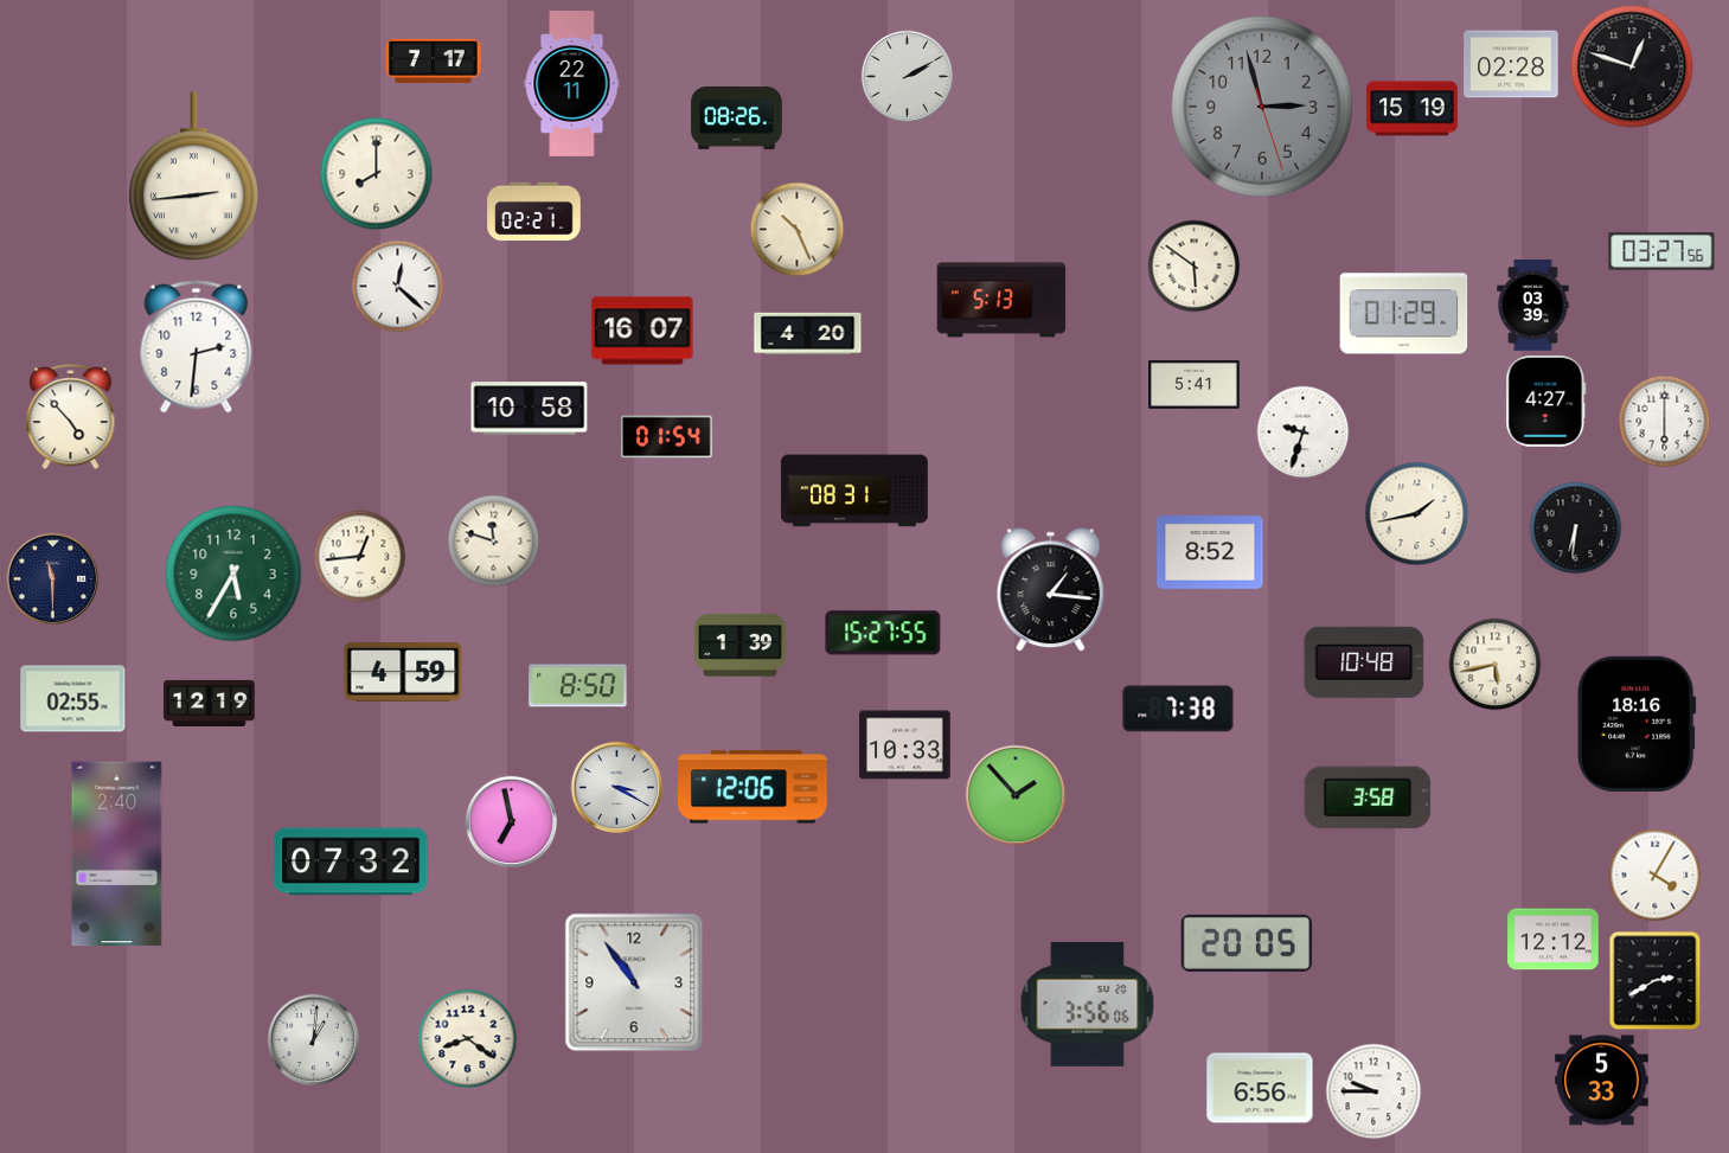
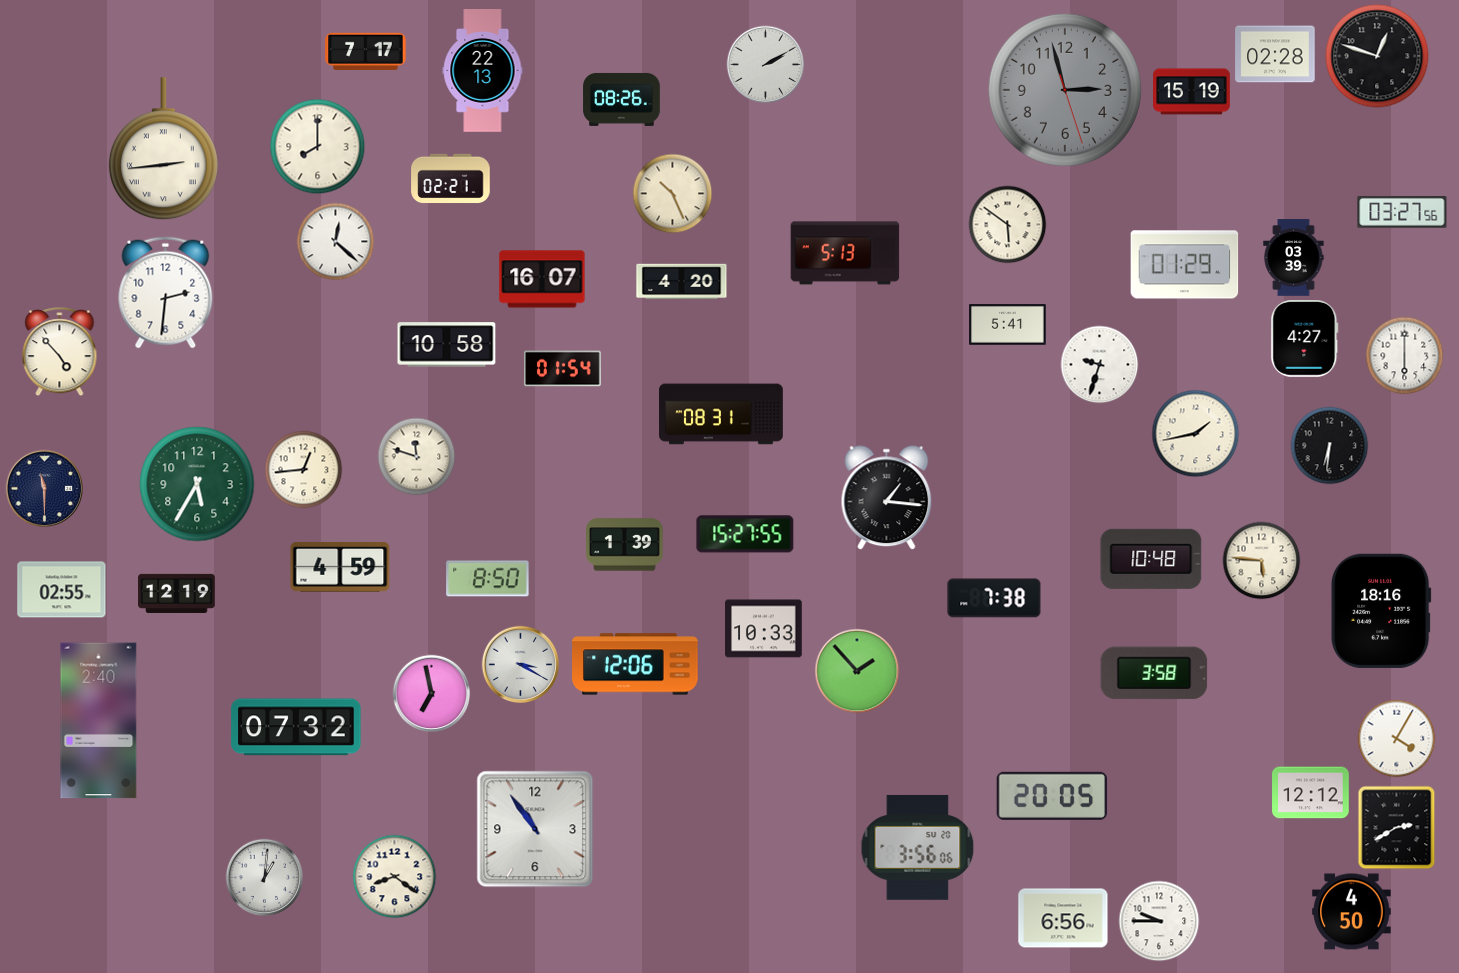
clock at (572, 84): 22:11 -> 22:13
clock at (1210, 552): 8:52 -> none
clock at (1494, 664): 5:43 -> 5:46
clock at (1602, 1081): 5:33 -> 4:50
